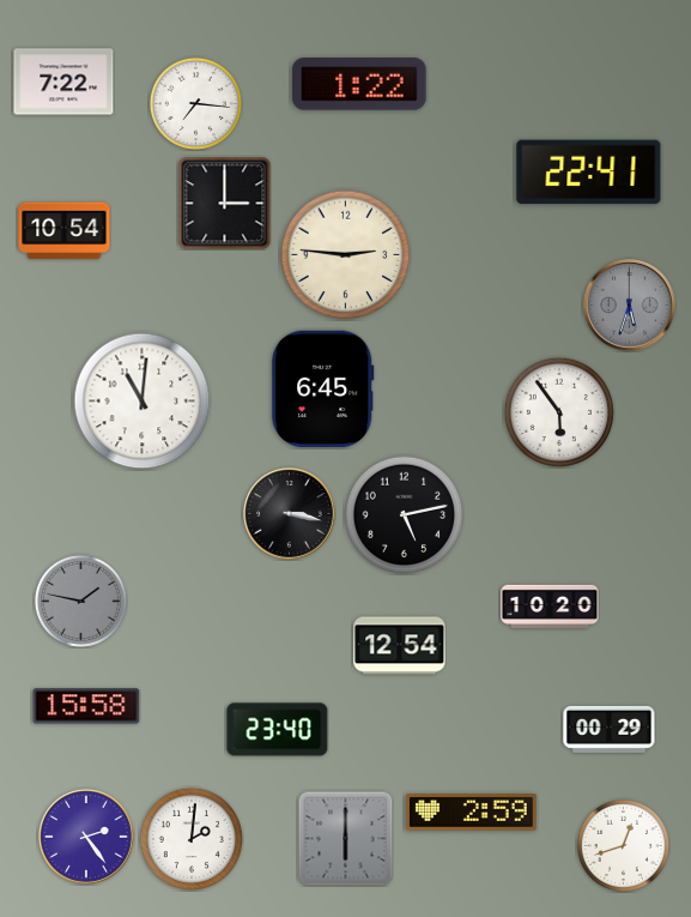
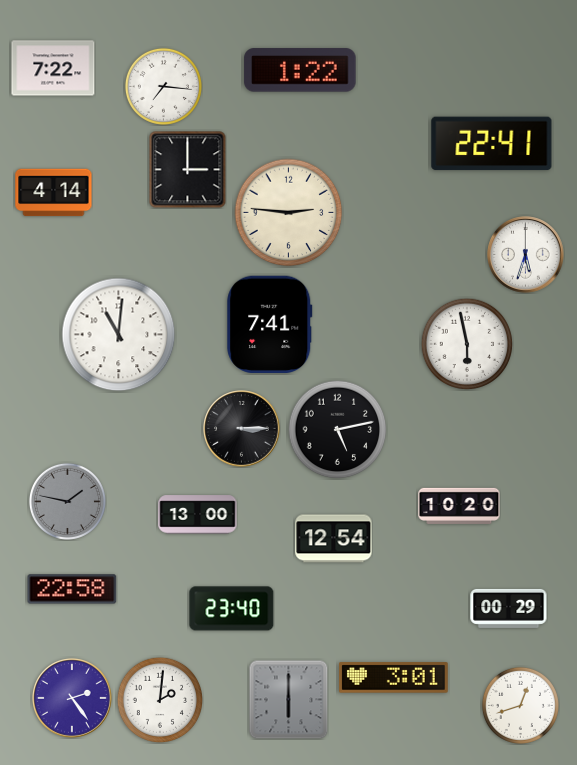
clock at (65, 231): 10:54 -> 4:14
clock at (630, 306) dial: grey -> white
clock at (323, 388): 6:45 -> 7:41
clock at (559, 412): 5:54 -> 5:58
clock at (290, 514): 3:17 -> 3:15
clock at (198, 515): none -> 13:00
clock at (86, 706): 15:58 -> 22:58
clock at (472, 813): 2:59 -> 3:01
